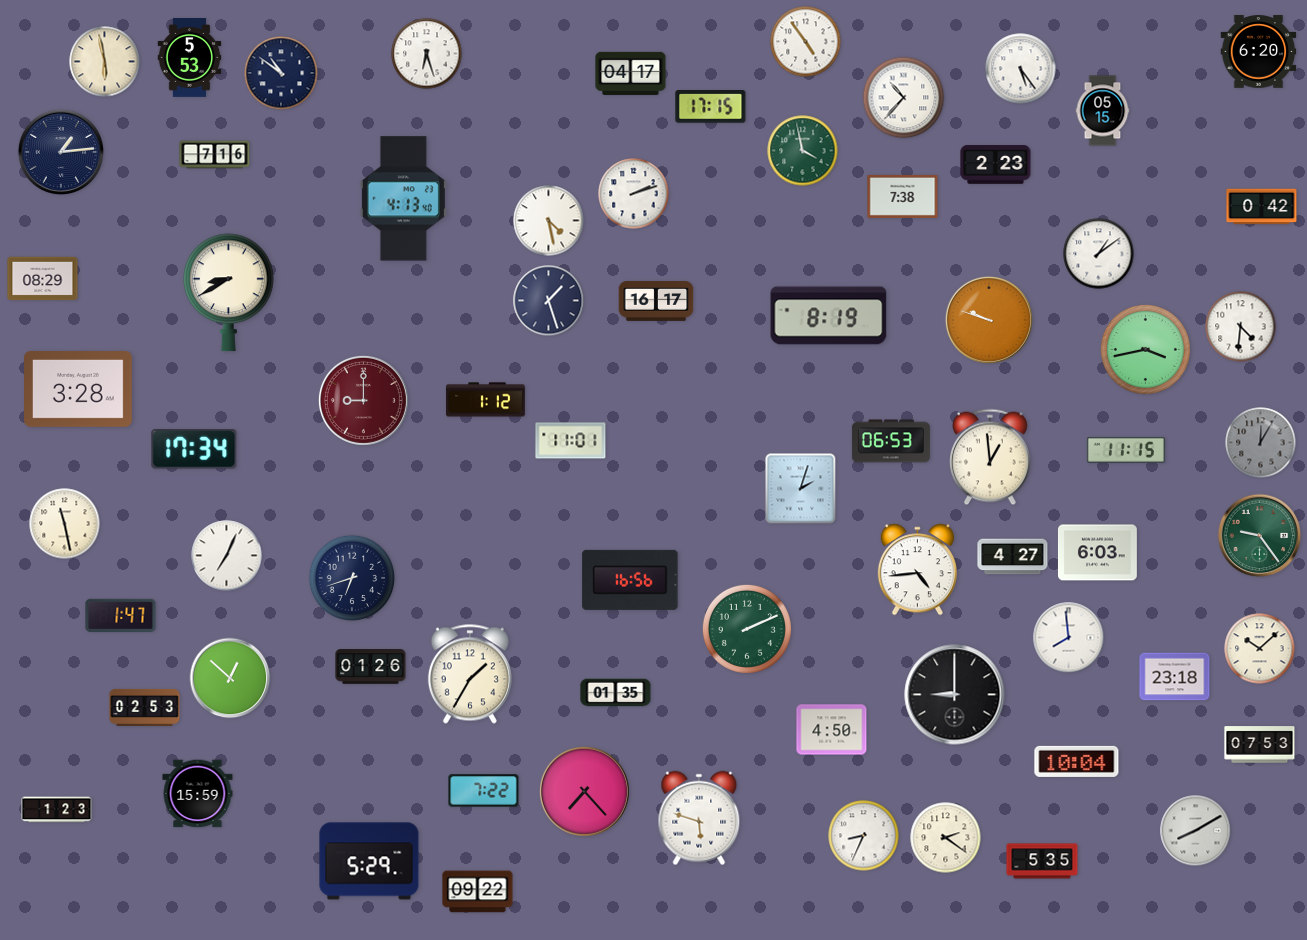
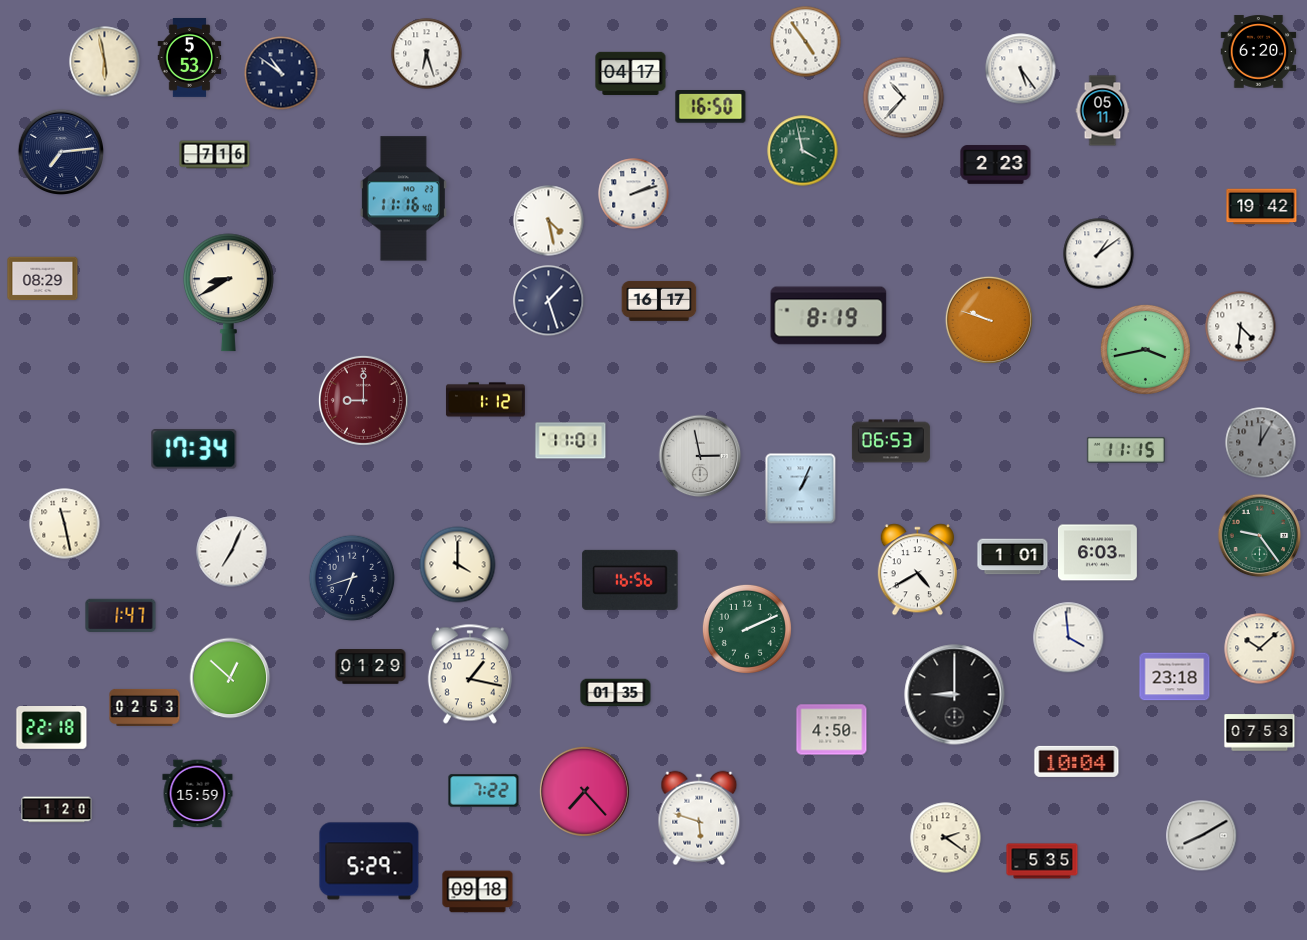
clock at (711, 107): 17:15 -> 16:50
clock at (1103, 111): 05:15 -> 05:11
clock at (60, 151): 1:14 -> 7:14
clock at (903, 196): 7:38 -> none
clock at (403, 199): 4:13 -> 11:16
clock at (1262, 207): 0:42 -> 19:42
clock at (656, 301) position: (656, 301) -> (659, 301)
clock at (79, 390): 3:28 -> none
clock at (700, 456): none -> 2:58
clock at (991, 457): 12:59 -> none
clock at (801, 489): 2:03 -> 1:04
clock at (227, 556) position: (227, 556) -> (232, 552)
clock at (1013, 557): 4:27 -> 1:01
clock at (458, 565): none -> 4:00
clock at (917, 570): 4:44 -> 4:40
clock at (1069, 638): 7:59 -> 3:59
clock at (371, 667): 01:26 -> 01:29
clock at (470, 674): 1:35 -> 1:17
clock at (52, 728): none -> 22:18
clock at (1260, 745) position: (1260, 745) -> (1260, 733)
clock at (57, 810): 1:23 -> 1:20
clock at (1196, 831) position: (1196, 831) -> (1202, 836)
clock at (864, 836): 8:34 -> none
clock at (478, 892): 09:22 -> 09:18
